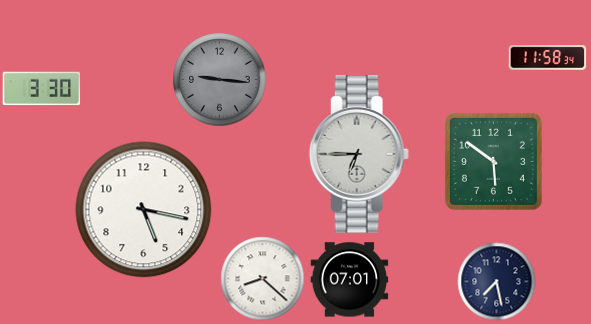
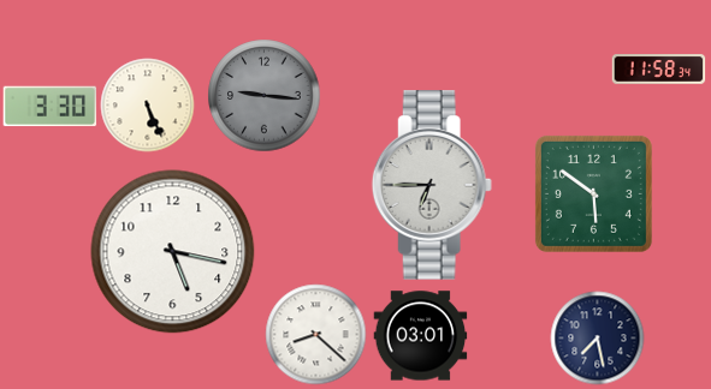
clock at (147, 104): none -> 5:26
clock at (349, 280): 07:01 -> 03:01
